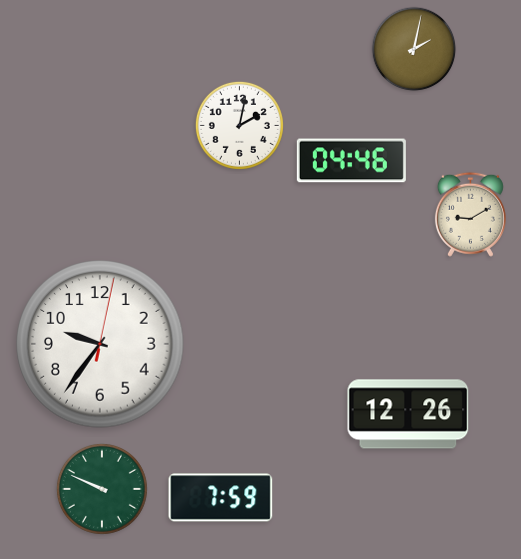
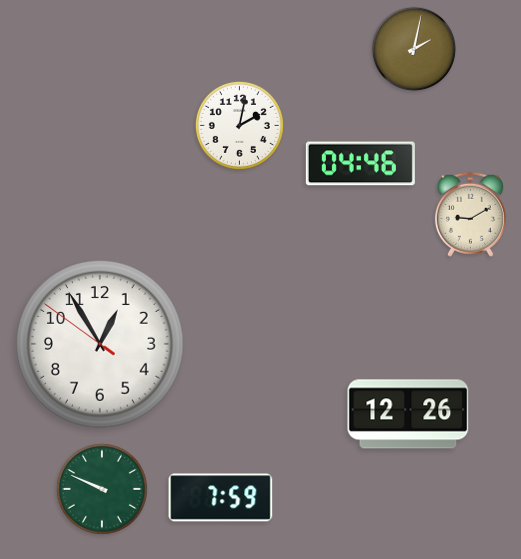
clock at (351, 161) position: (351, 161) -> (360, 164)
clock at (100, 344): 9:36 -> 12:54
